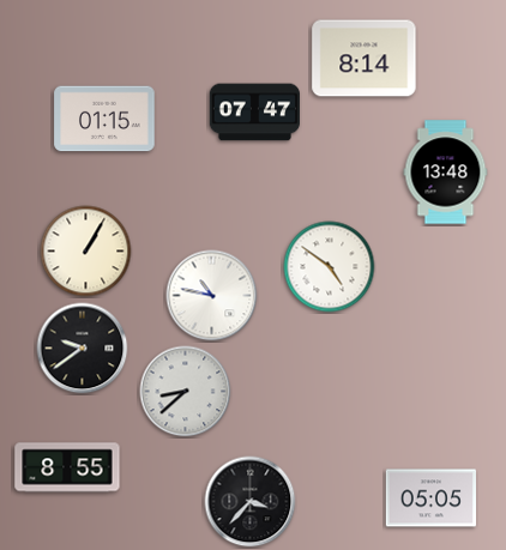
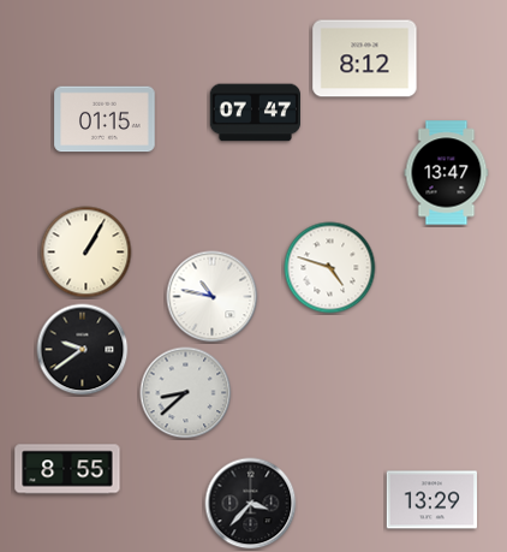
clock at (365, 59): 8:14 -> 8:12
clock at (446, 173): 13:48 -> 13:47
clock at (330, 267): 4:51 -> 4:48
clock at (432, 498): 05:05 -> 13:29
